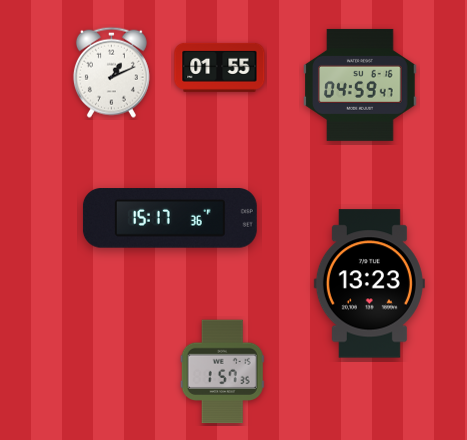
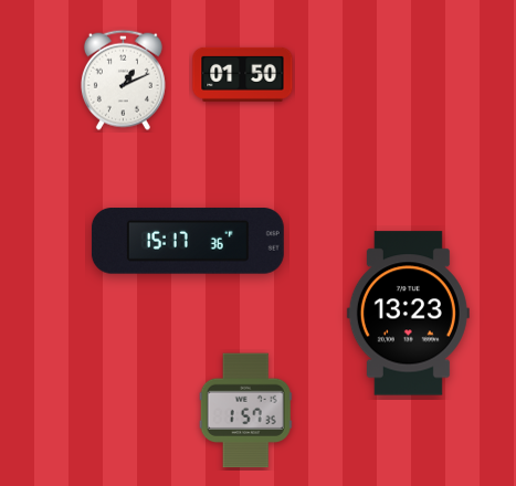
clock at (220, 67): 01:55 -> 01:50
clock at (360, 85): 04:59 -> none
